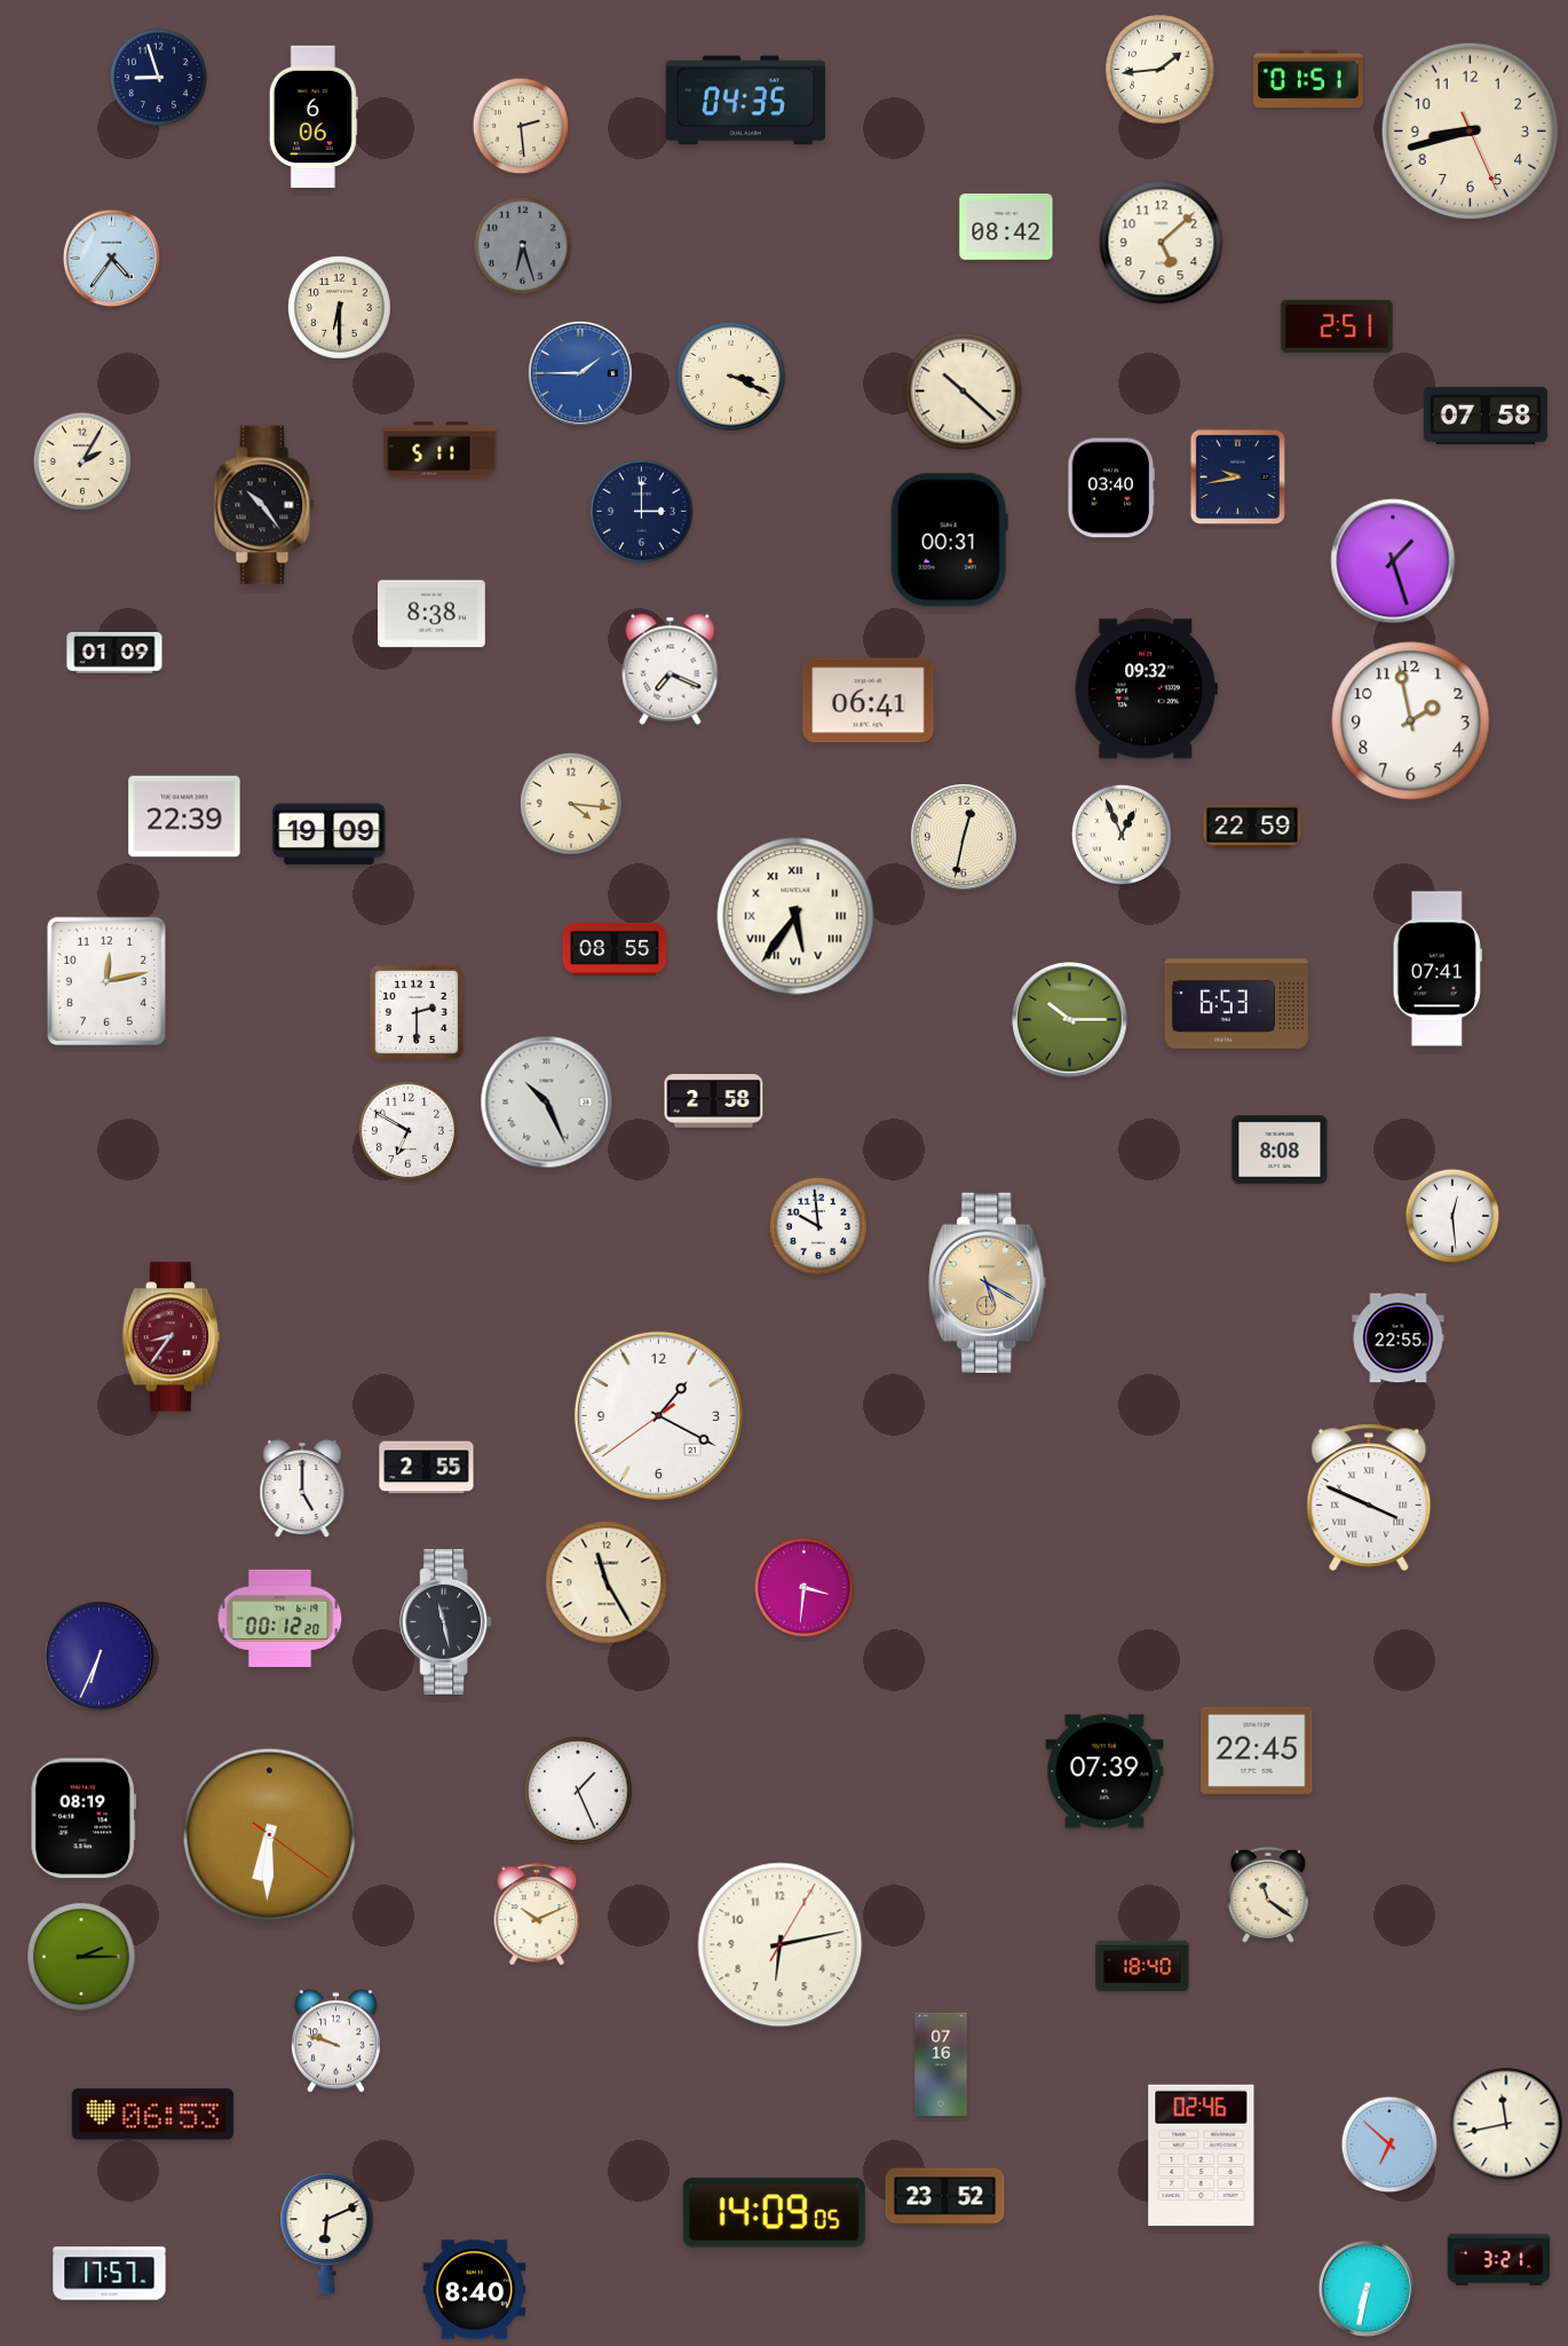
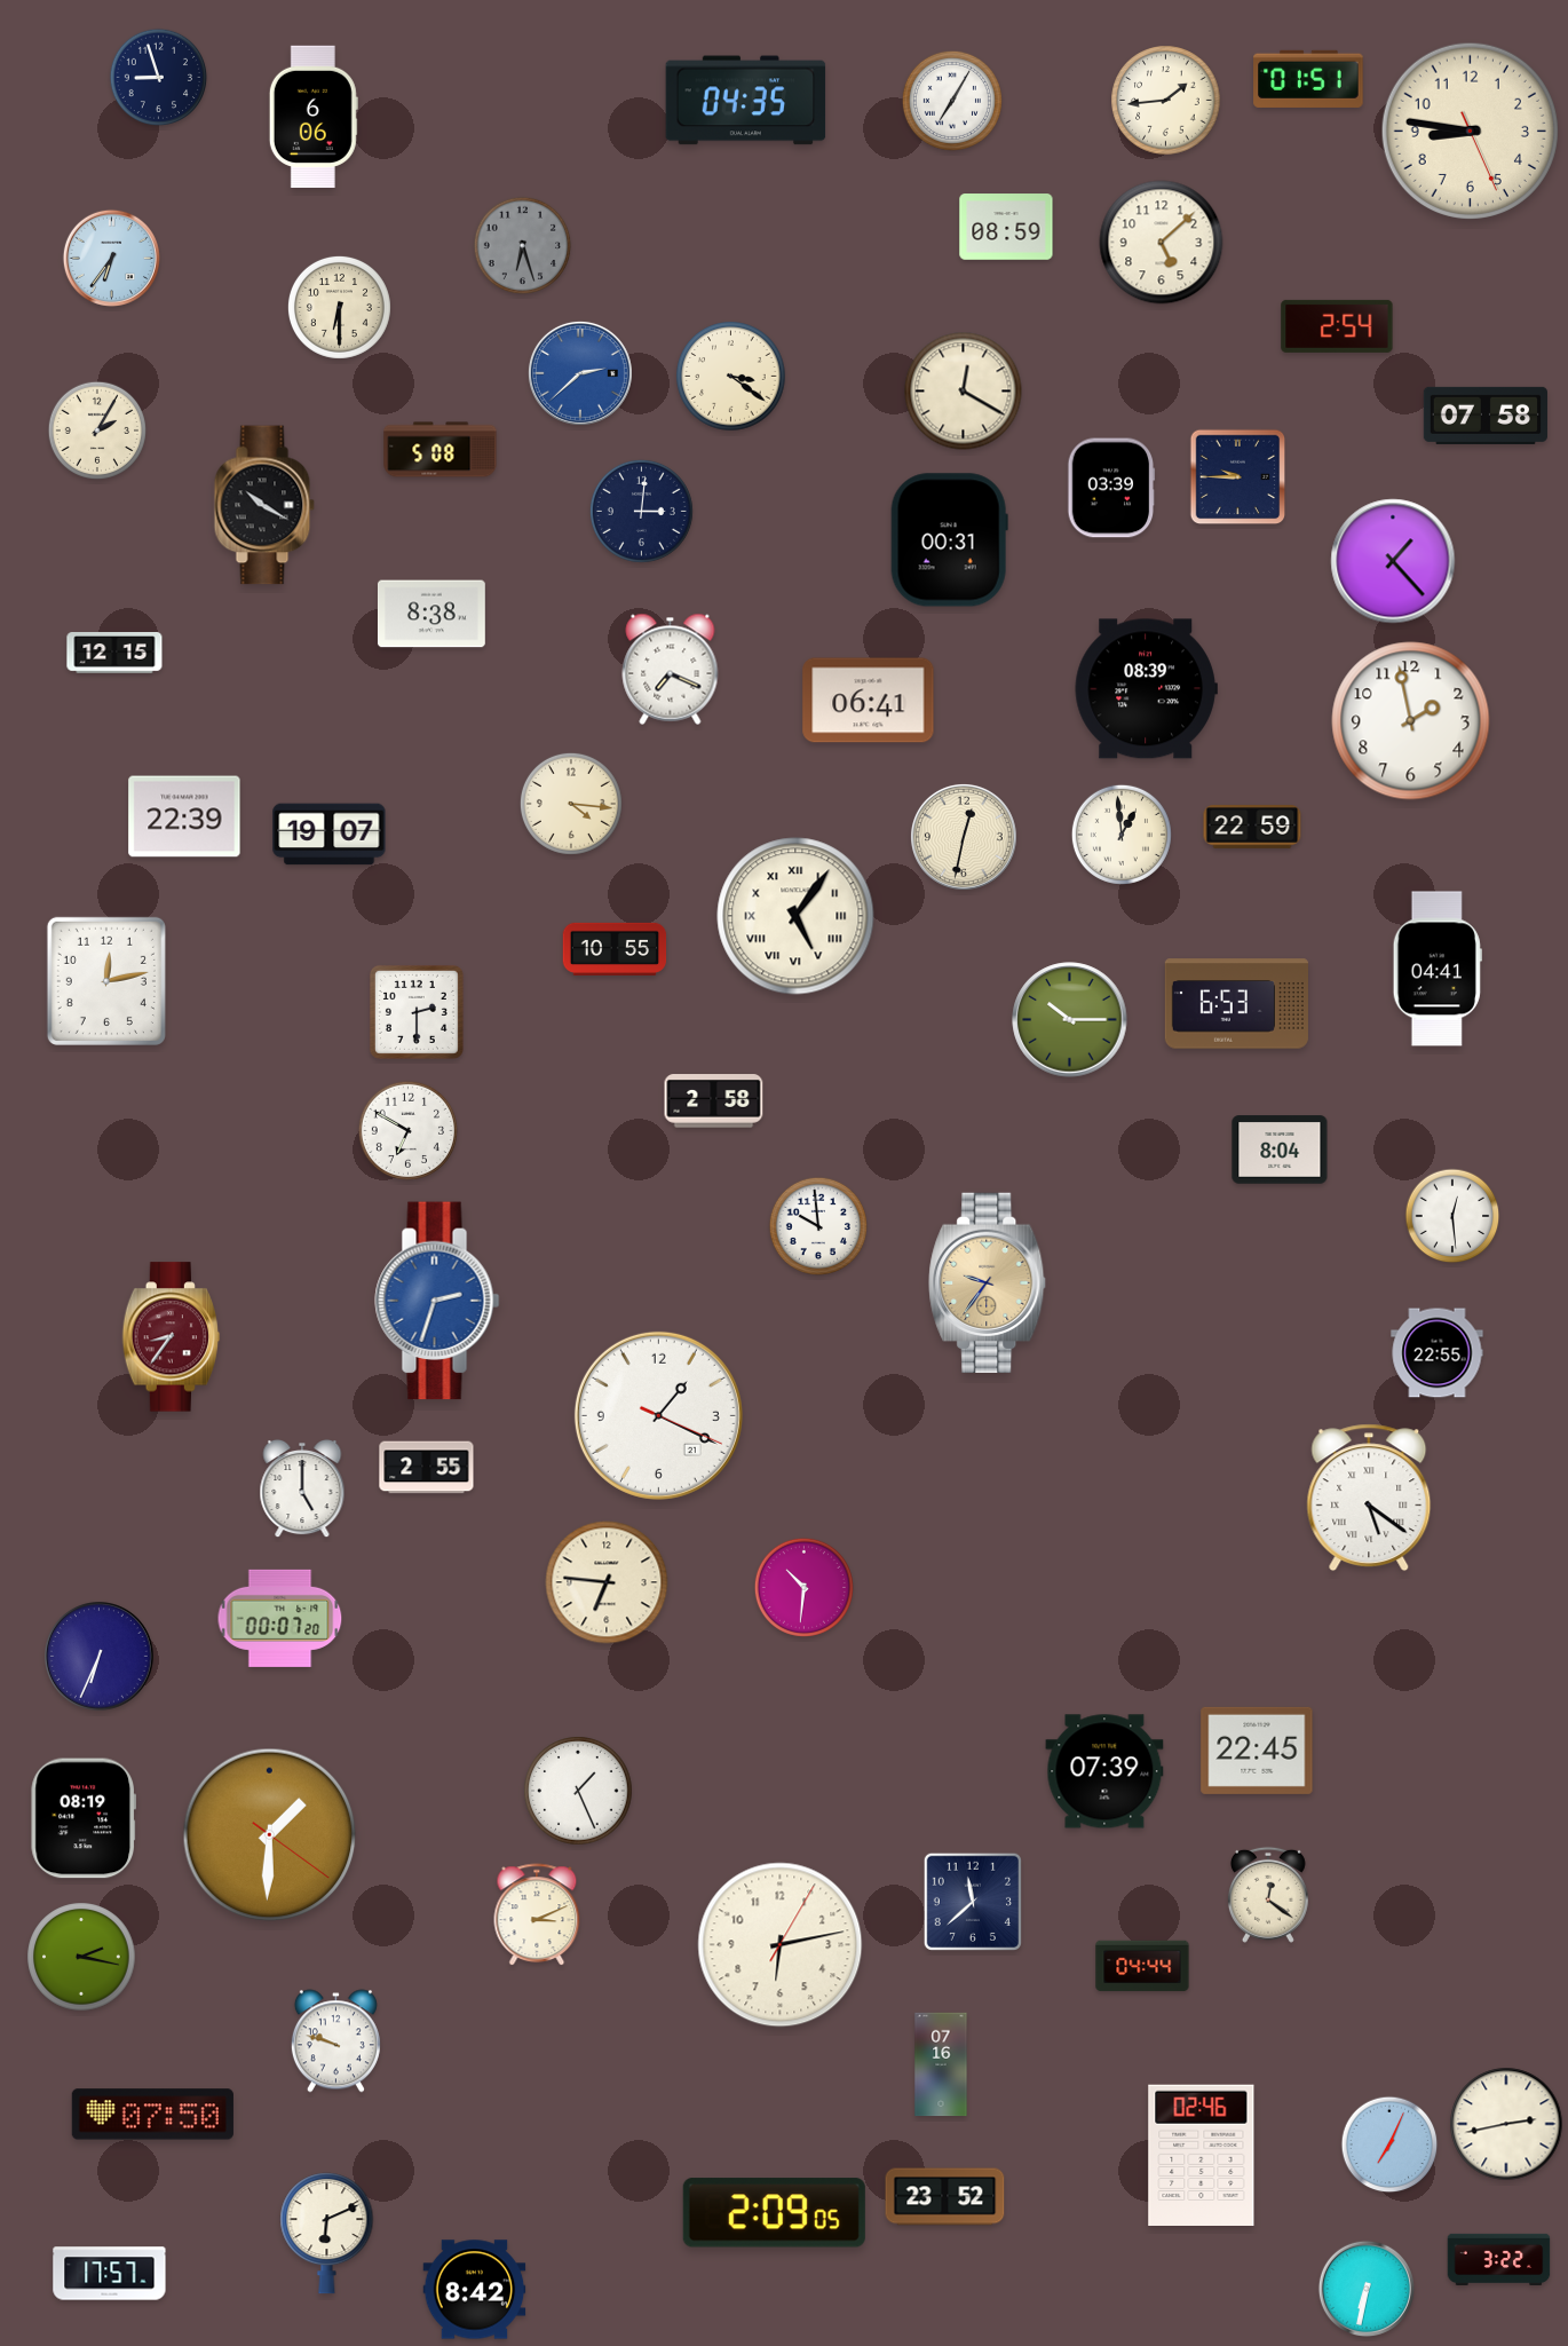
clock at (1161, 70) position: (1161, 70) -> (1166, 101)
clock at (952, 101): none -> 7:05
clock at (521, 126): 2:29 -> none
clock at (1470, 131): 8:42 -> 8:46
clock at (1006, 227): 08:42 -> 08:59
clock at (111, 258): 4:36 -> 6:36
clock at (1337, 326): 2:51 -> 2:54
clock at (580, 373): 1:45 -> 2:38
clock at (731, 377): 3:19 -> 3:21
clock at (964, 392): 10:22 -> 12:20
clock at (441, 450): 5:11 -> 5:08
clock at (81, 460) position: (81, 460) -> (96, 429)
clock at (1238, 477): 9:43 -> 9:45
clock at (1111, 488): 03:40 -> 03:39
clock at (264, 505): 10:24 -> 10:20
clock at (641, 511): 3:00 -> 3:01
clock at (1393, 561): 1:27 -> 1:23
clock at (114, 654): 01:09 -> 12:15
clock at (1146, 689): 09:32 -> 08:39
clock at (330, 835): 19:09 -> 19:07
clock at (1122, 835): 12:56 -> 12:59
clock at (795, 916): 5:36 -> 5:06
clock at (615, 949): 08:55 -> 10:55
clock at (1438, 969): 07:41 -> 04:41
clock at (547, 1103): 10:26 -> none
clock at (1280, 1150): 8:08 -> 8:04
clock at (988, 1282): 5:20 -> 9:36
clock at (437, 1301): none -> 2:33
clock at (1399, 1338) position: (1399, 1338) -> (1438, 1353)
clock at (658, 1415): 1:19:39 -> 1:19:19
clock at (1369, 1498): 3:49 -> 5:21
clock at (607, 1582): 11:25 -> 6:46
clock at (803, 1587): 3:31 -> 10:31
clock at (280, 1618): 00:12 -> 00:07
clock at (446, 1621): 11:28 -> none
clock at (270, 1835): 6:30 -> 1:30
clock at (1268, 1895): 11:21 -> 12:21
clock at (973, 1902): none -> 11:38
clock at (537, 1915): 10:11 -> 3:11
clock at (81, 1957): 2:15 -> 2:17
clock at (1142, 1966): 18:40 -> 04:44
clock at (152, 2115): 06:53 -> 07:50
clock at (1506, 2124): 11:43 -> 2:43
clock at (1389, 2144): 6:52 -> 7:04
clock at (774, 2213): 14:09 -> 2:09
clock at (1499, 2259): 3:21 -> 3:22
clock at (475, 2290): 8:40 -> 8:42
